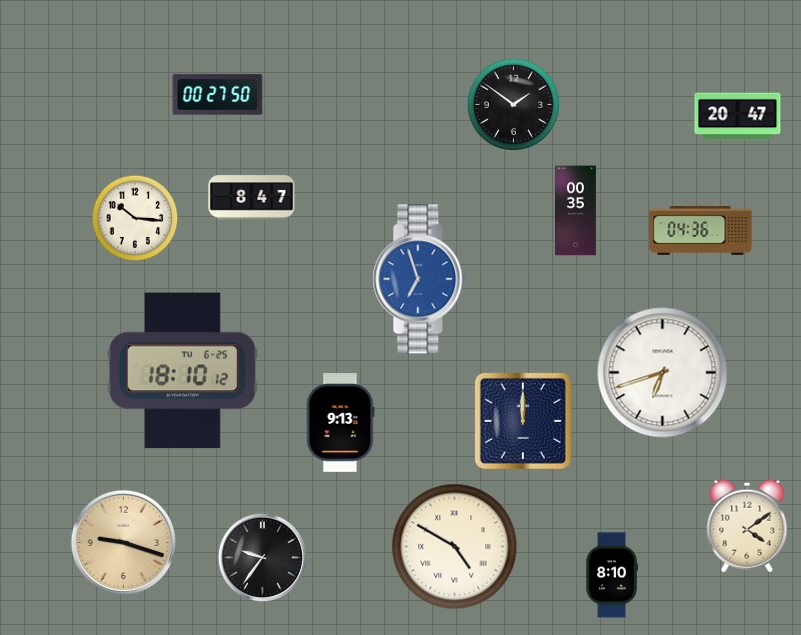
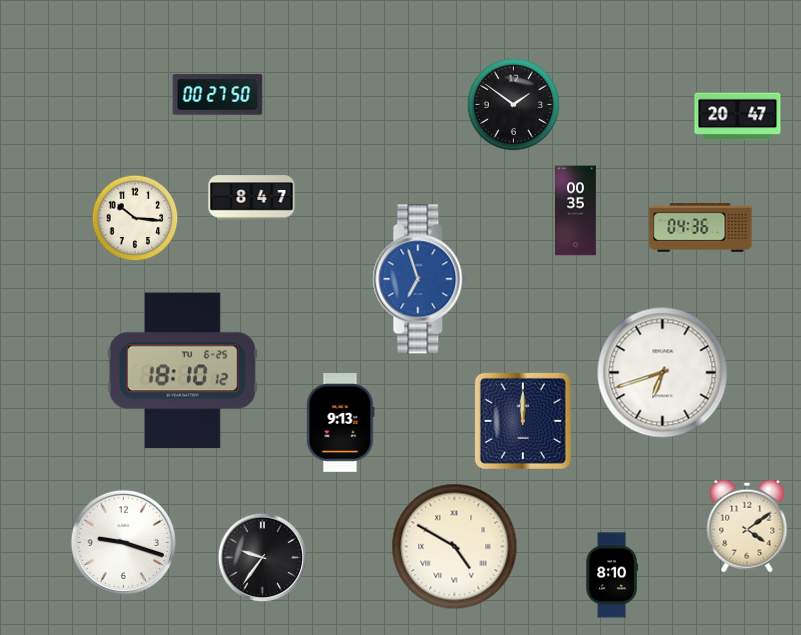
clock at (701, 230) position: (701, 230) -> (701, 227)
clock at (123, 542) dial: champagne -> white
